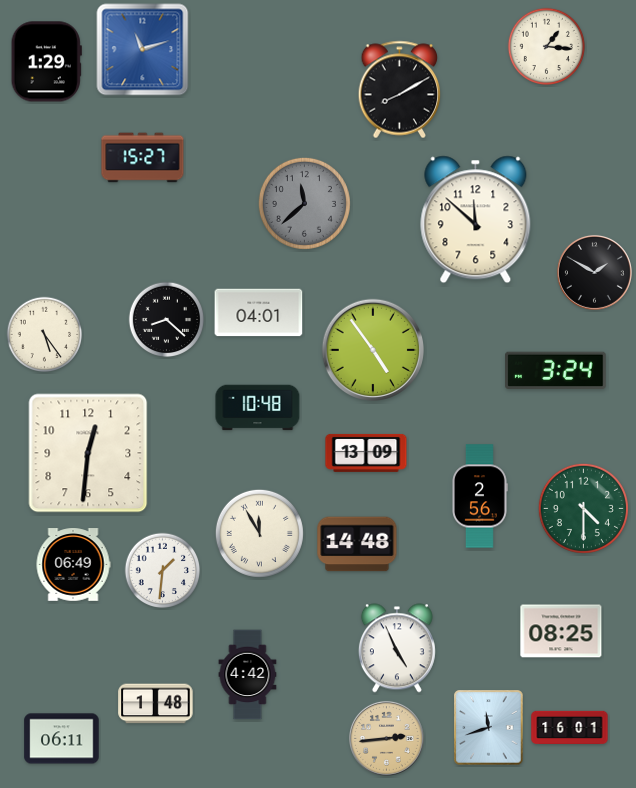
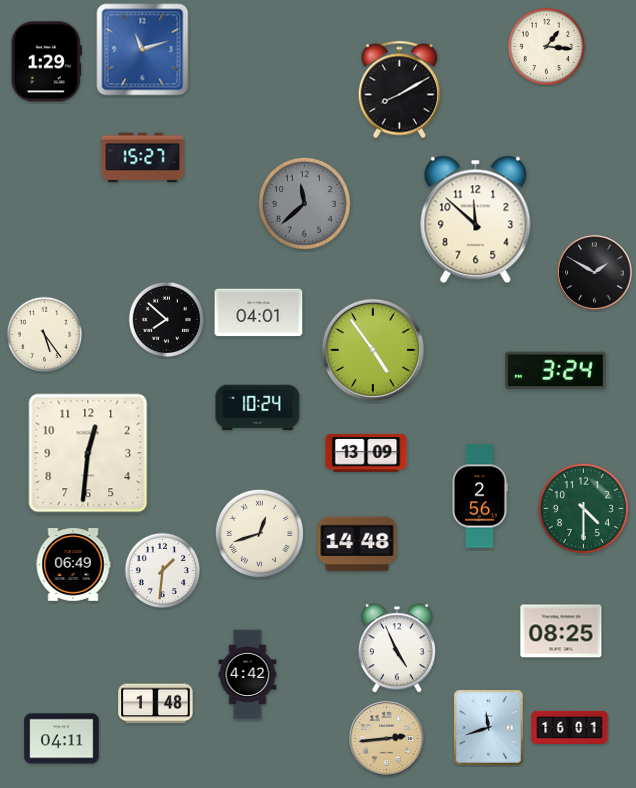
clock at (167, 320): 8:22 -> 7:52
clock at (258, 408): 10:48 -> 10:24
clock at (259, 533): 11:55 -> 12:42
clock at (62, 739): 06:11 -> 04:11
